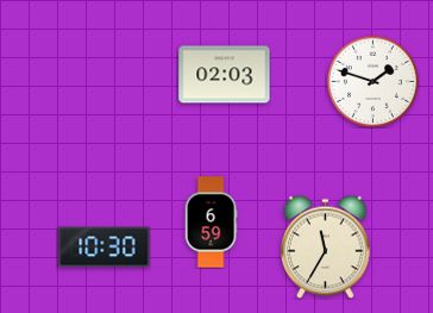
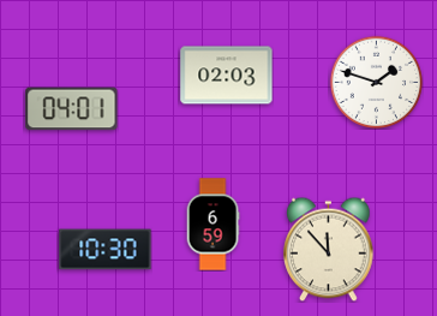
clock at (72, 109): none -> 04:01
clock at (326, 246): 11:35 -> 11:53
